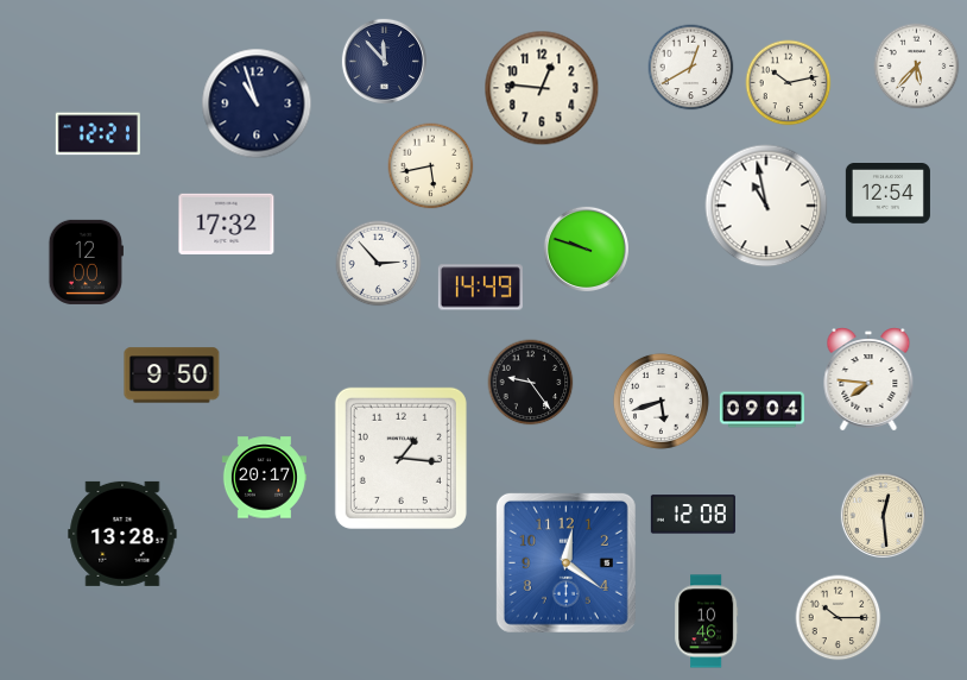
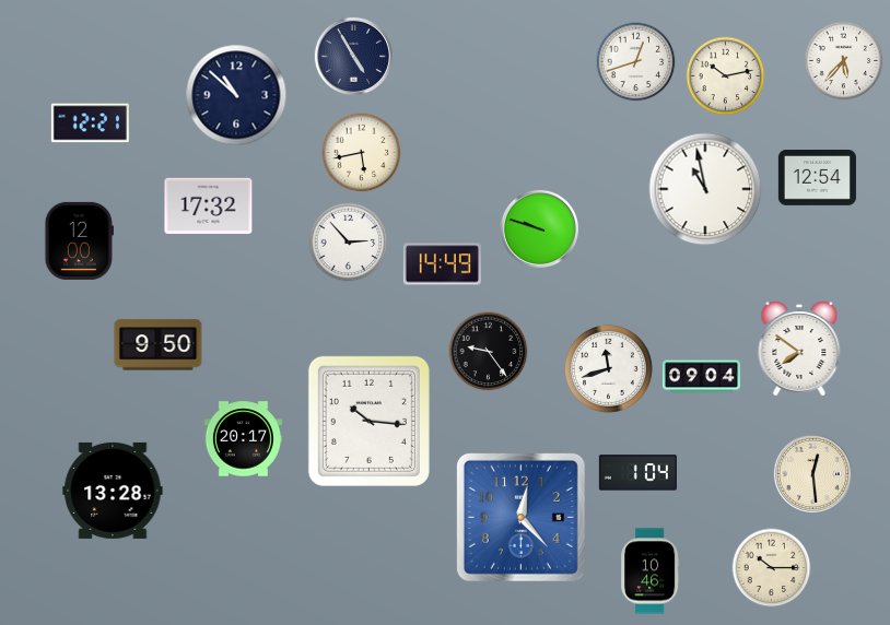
clock at (384, 61): 11:53 -> 4:55
clock at (691, 68): 12:40 -> 12:42
clock at (542, 88): 12:46 -> none
clock at (257, 103): 10:57 -> 10:52
clock at (431, 166) position: (431, 166) -> (362, 153)
clock at (868, 379): 7:46 -> 7:51
clock at (661, 401): 5:42 -> 11:42
clock at (400, 458): 1:16 -> 10:16
clock at (693, 515): 12:08 -> 1:04
clock at (565, 562): 12:21 -> 12:23
